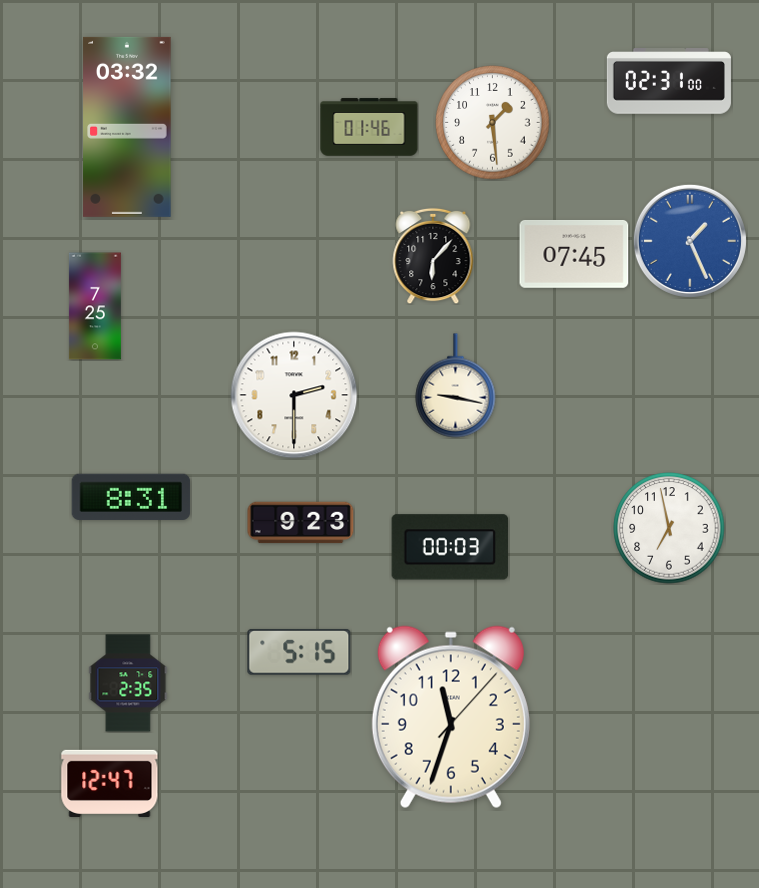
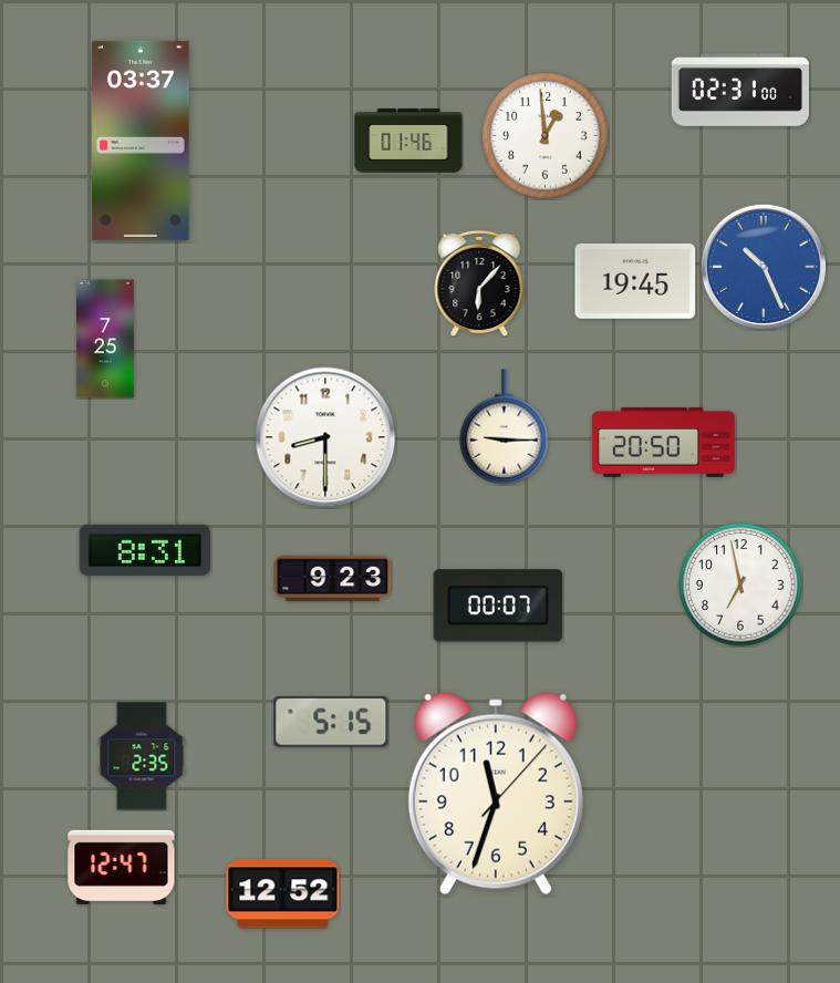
clock at (493, 123): 1:29 -> 12:59
clock at (127, 127): 03:32 -> 03:37
clock at (690, 241): 1:26 -> 10:26
clock at (574, 254): 07:45 -> 19:45
clock at (456, 386): 9:17 -> 9:15
clock at (294, 395): 2:30 -> 8:30
clock at (663, 443): none -> 20:50
clock at (450, 547): 00:03 -> 00:07
clock at (451, 717) position: (451, 717) -> (496, 794)
clock at (283, 894): none -> 12:52
